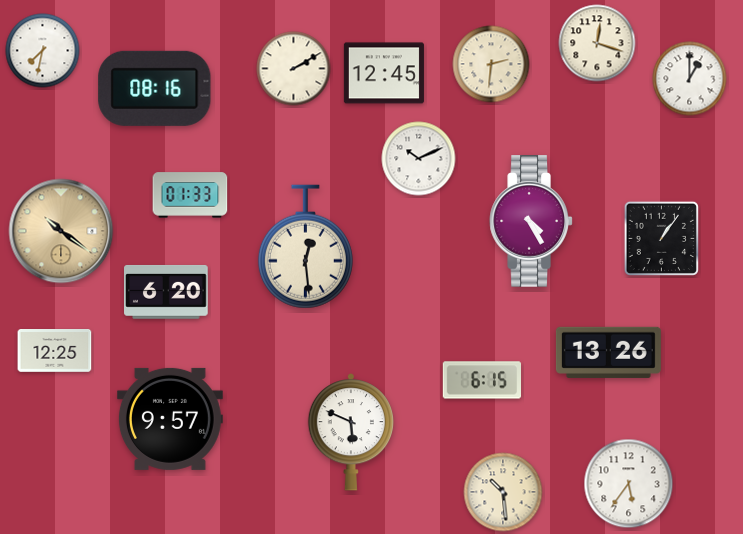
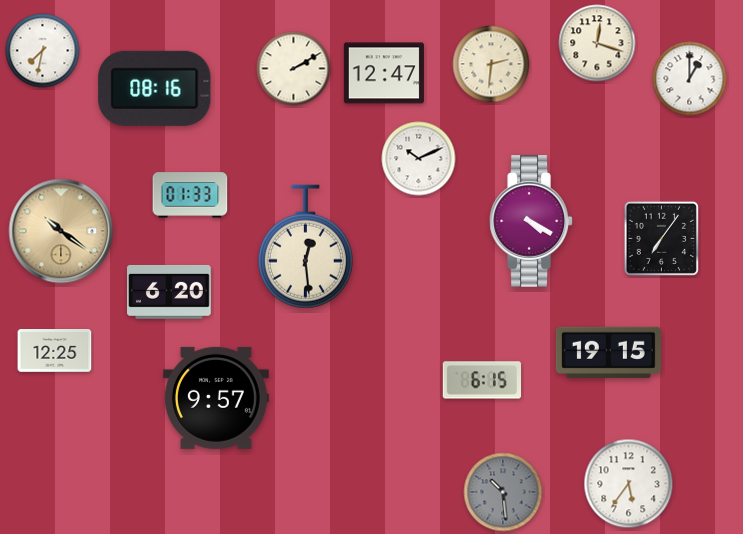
clock at (384, 73): 12:45 -> 12:47
clock at (531, 221): 4:25 -> 4:20
clock at (661, 238): 1:06 -> 7:06
clock at (167, 292) position: (167, 292) -> (170, 292)
clock at (608, 352): 13:26 -> 19:15
clock at (170, 419) position: (170, 419) -> (216, 398)
clock at (350, 432): 5:49 -> none
clock at (503, 492) dial: cream -> grey
